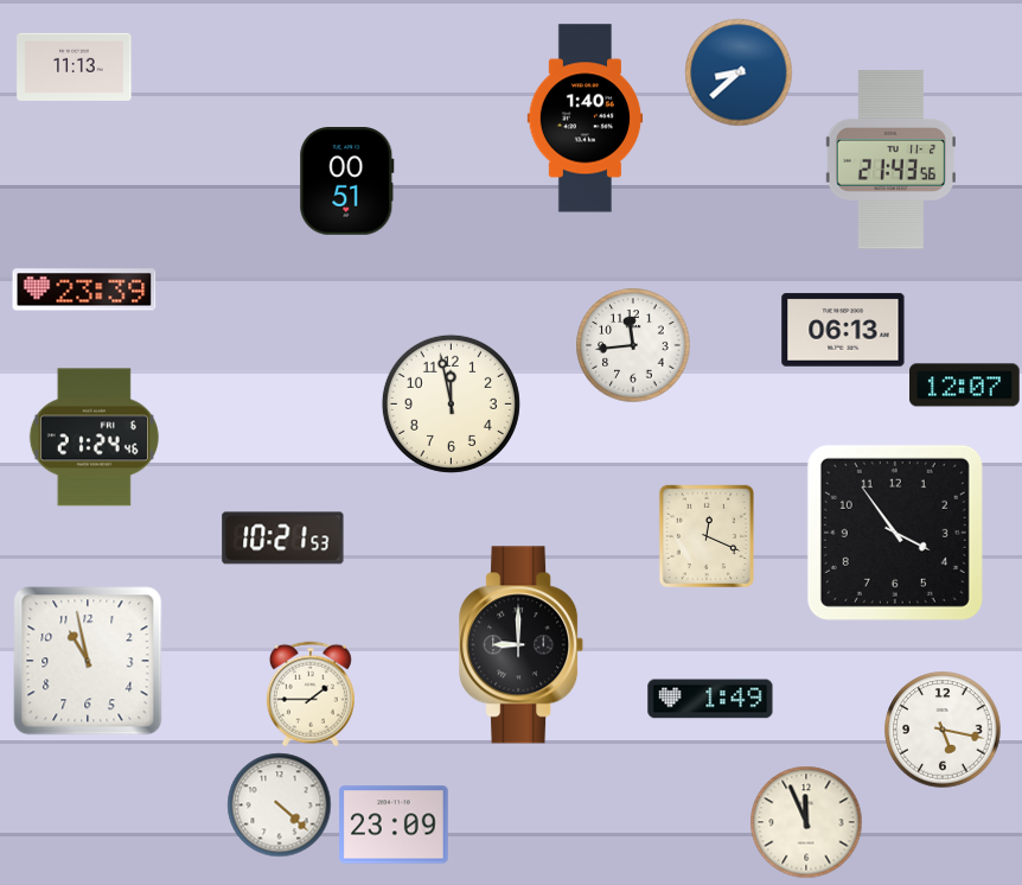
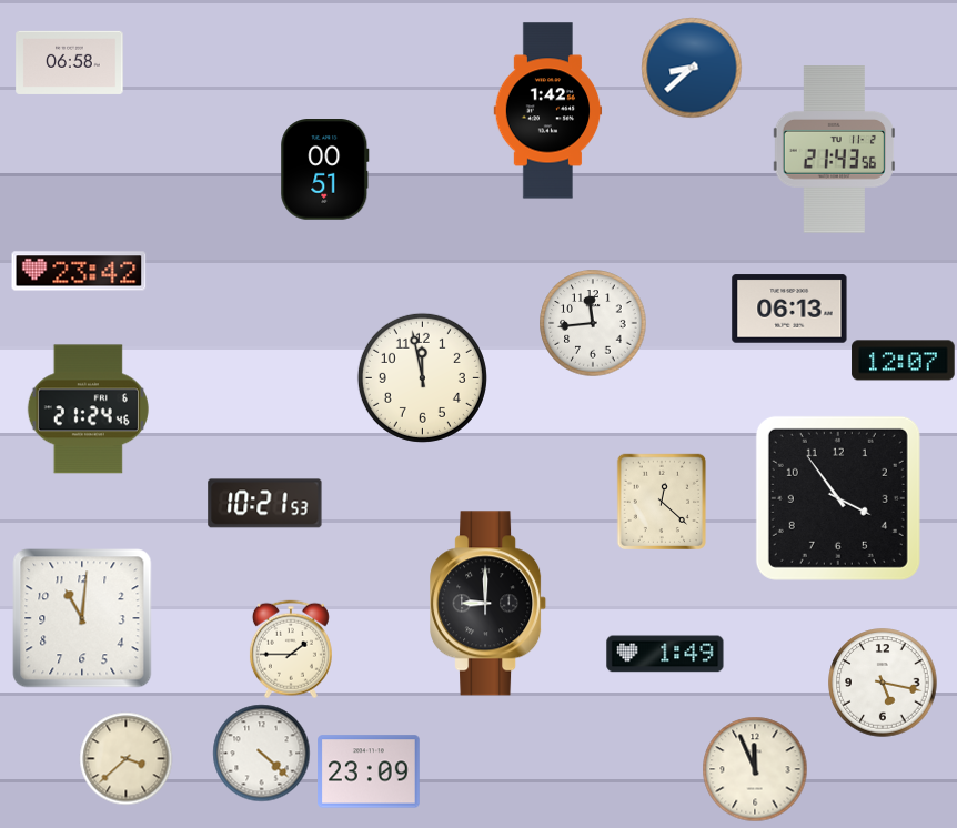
clock at (75, 66): 11:13 -> 06:58
clock at (586, 119): 1:40 -> 1:42
clock at (84, 289): 23:39 -> 23:42
clock at (705, 535): 12:19 -> 12:22
clock at (88, 661): 10:58 -> 11:01
clock at (125, 758): none -> 3:38
